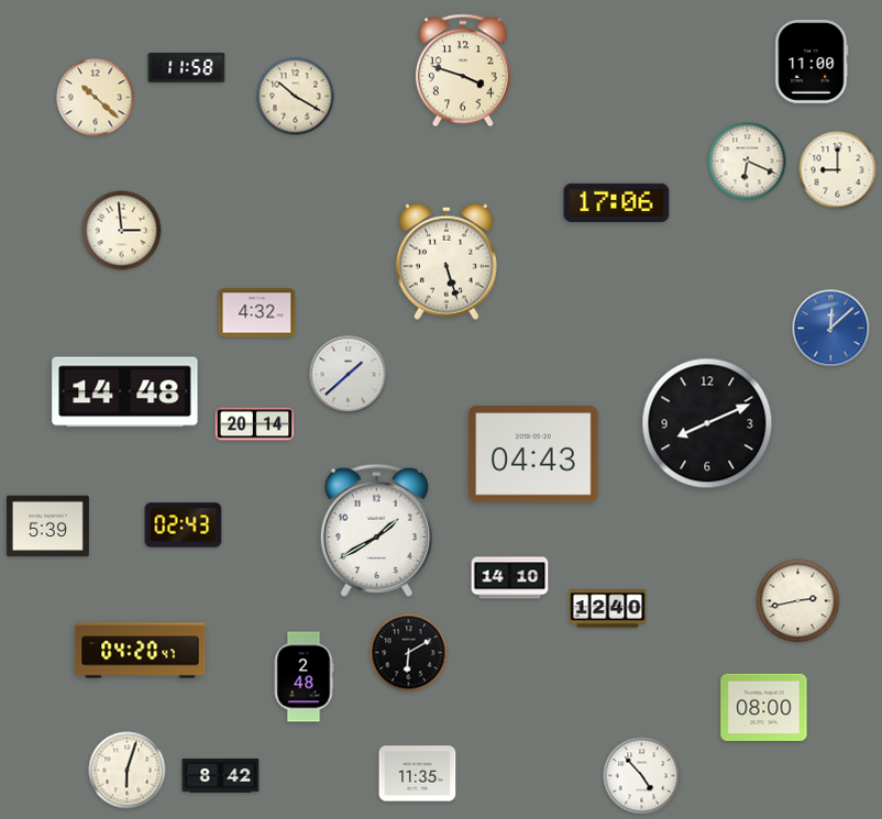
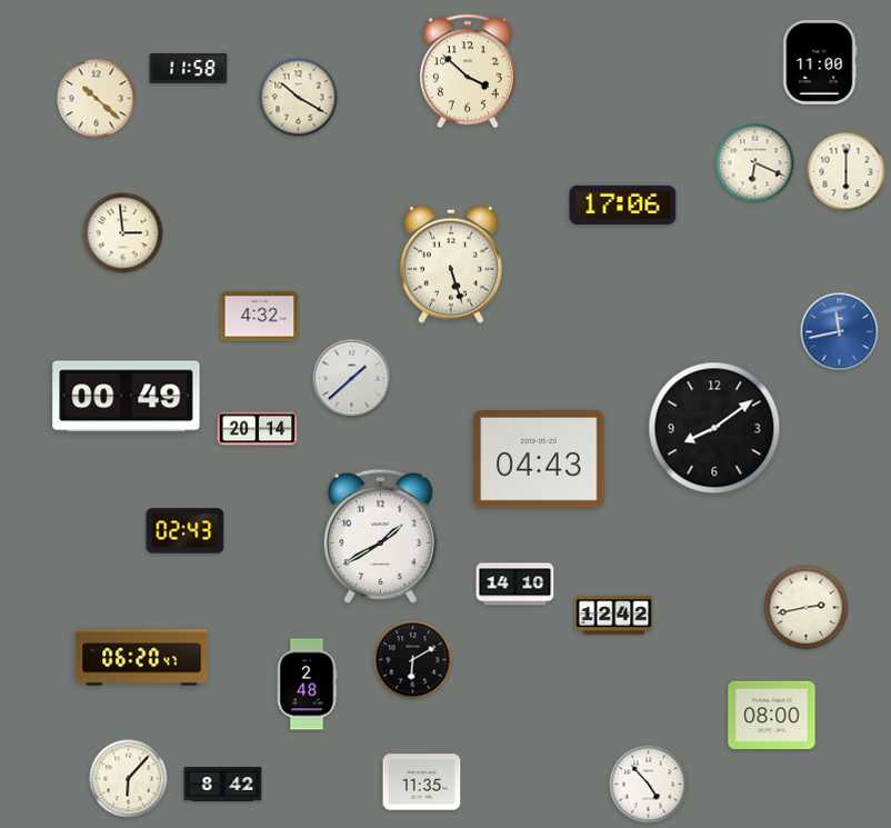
clock at (463, 70): 3:48 -> 3:52
clock at (838, 170): 9:00 -> 6:00
clock at (831, 329): 12:08 -> 11:43
clock at (125, 392): 14:48 -> 00:49
clock at (707, 423): 8:11 -> 8:09
clock at (47, 527): 5:39 -> none
clock at (608, 609): 12:40 -> 12:42
clock at (141, 651): 04:20 -> 06:20
clock at (128, 771): 6:03 -> 6:07
